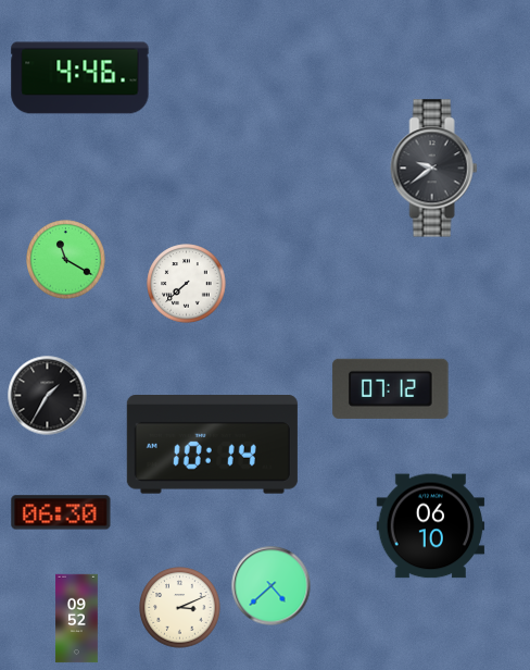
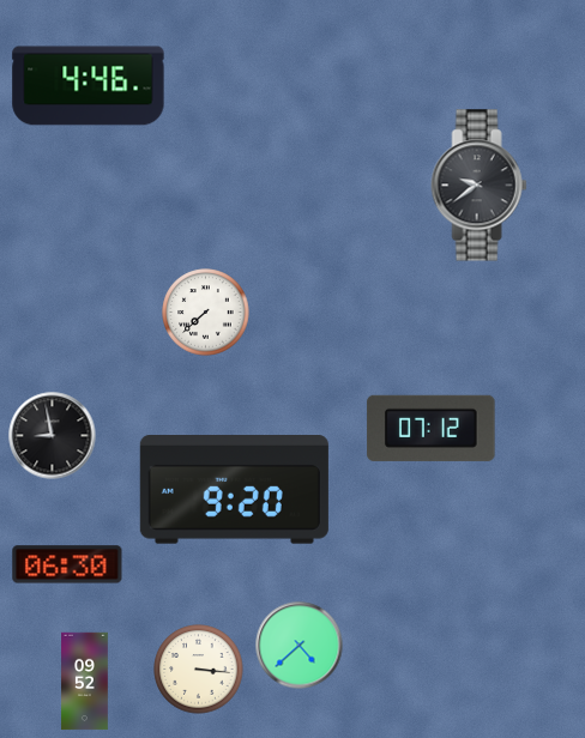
clock at (66, 260): 11:20 -> none
clock at (48, 396): 1:35 -> 8:58
clock at (212, 445): 10:14 -> 9:20
clock at (431, 526): 06:10 -> none
clock at (180, 608): 3:11 -> 3:16
